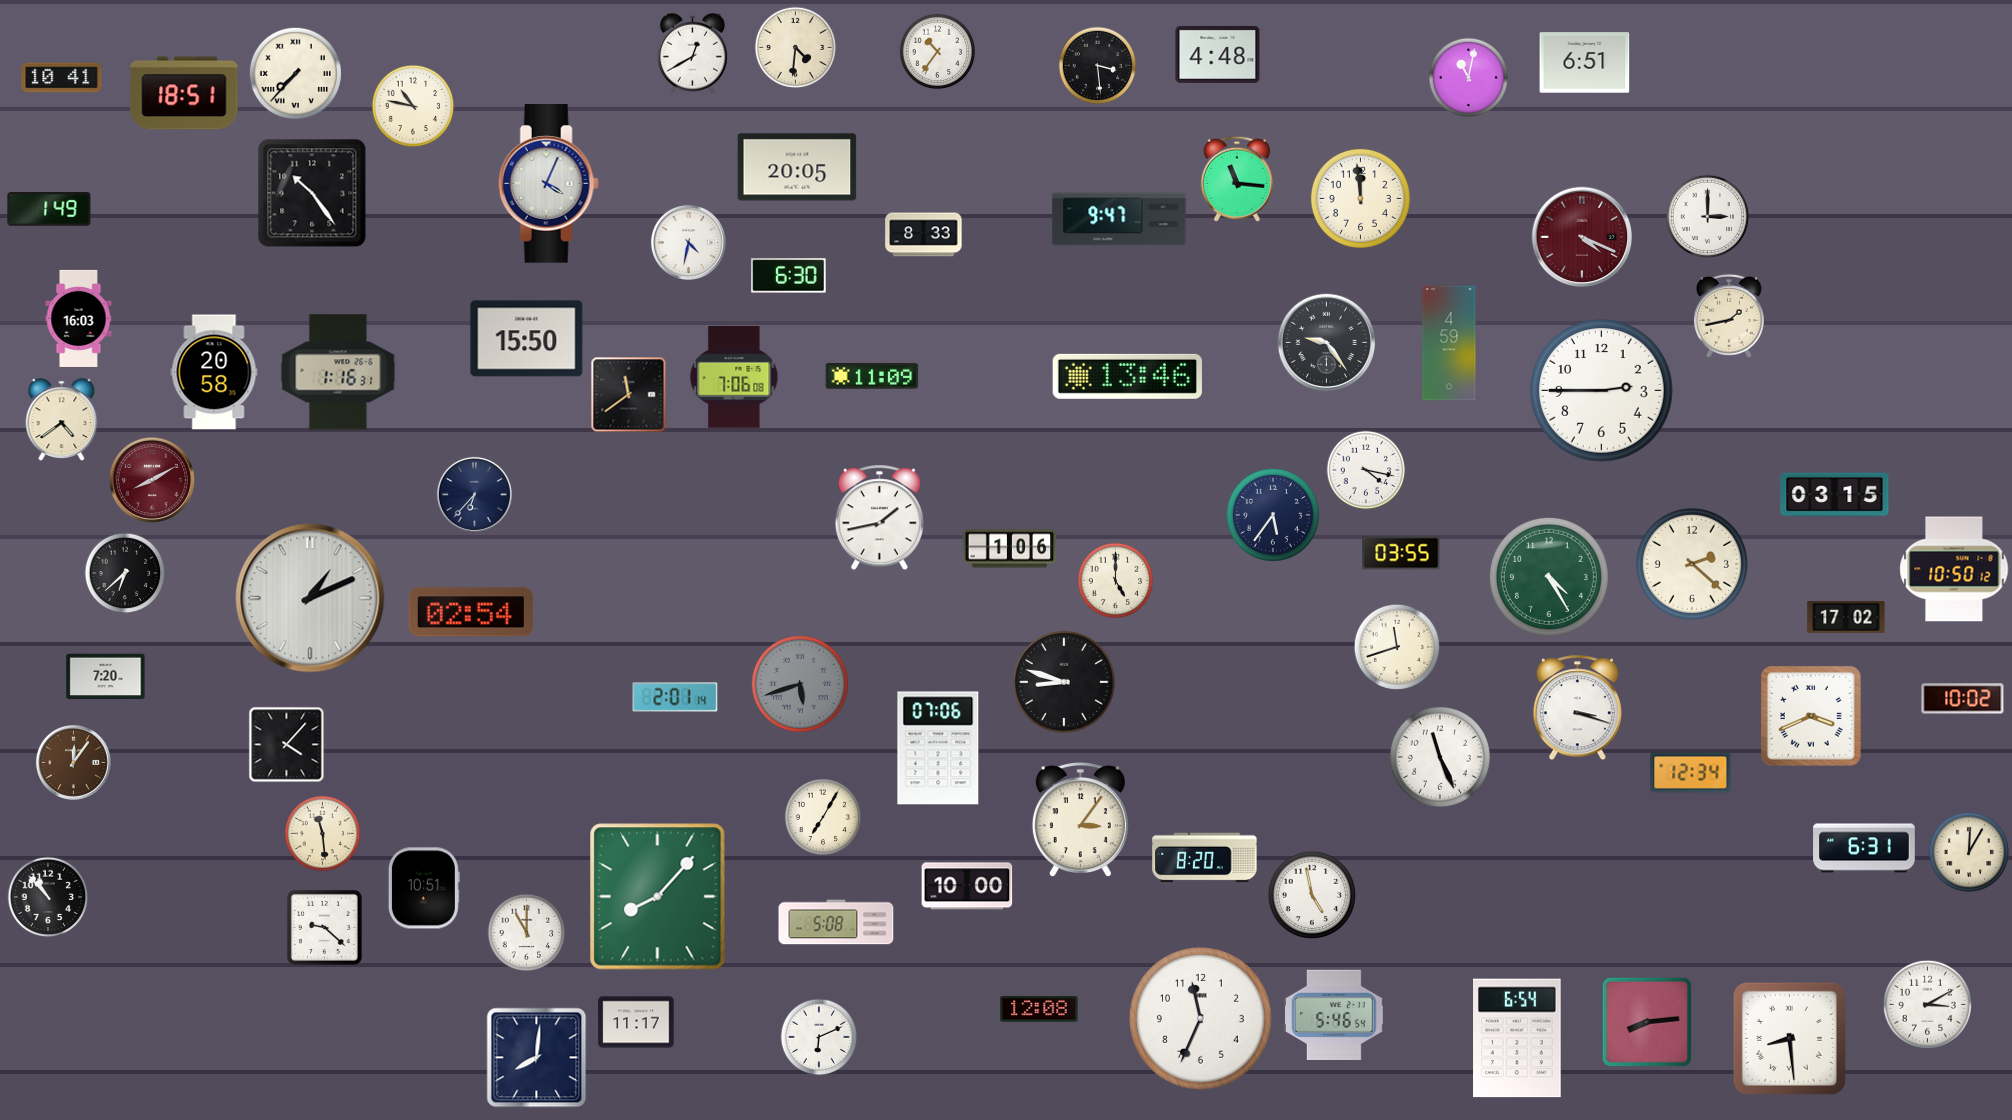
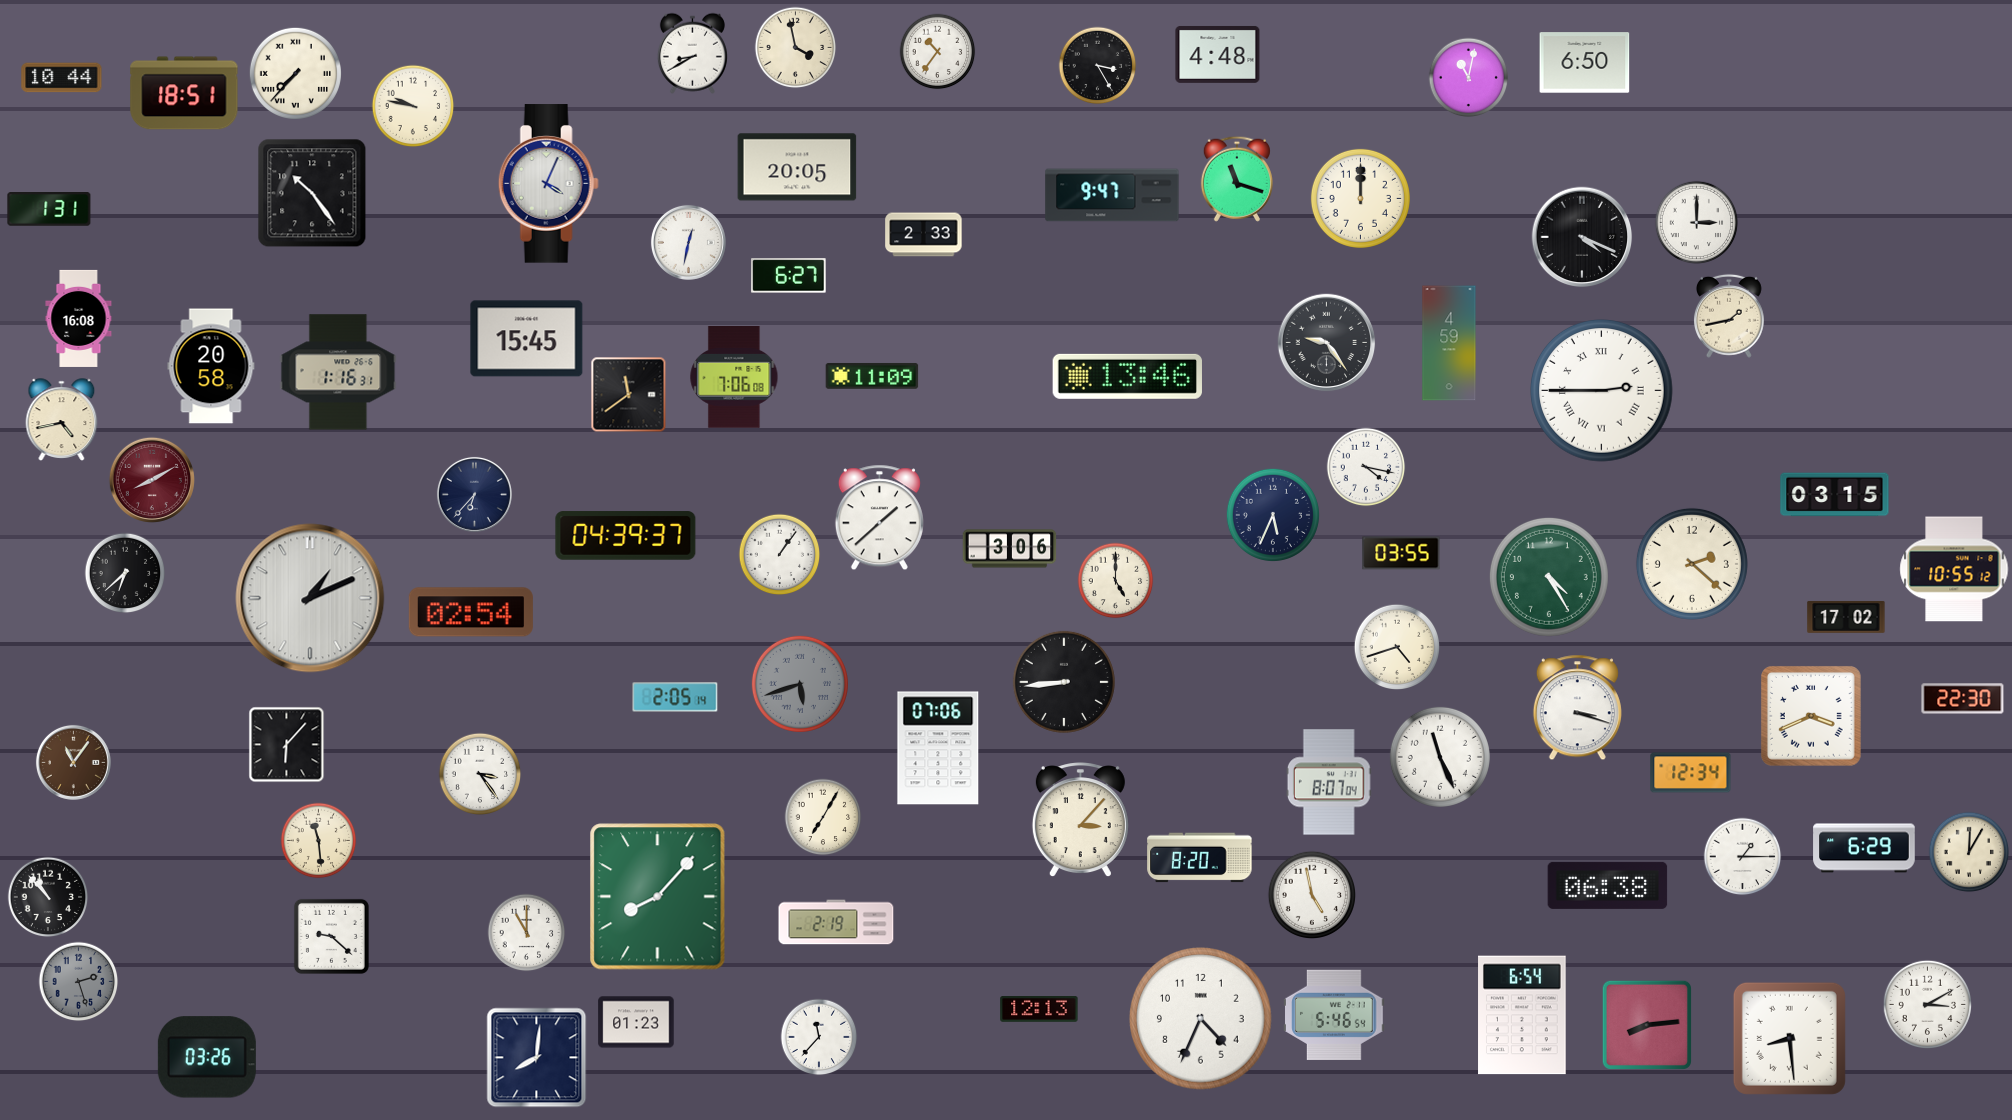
clock at (796, 48): 4:31 -> 3:58
clock at (692, 53): 12:40 -> 8:40
clock at (1585, 63): 6:51 -> 6:50
clock at (1098, 66): 3:29 -> 3:25
clock at (62, 78): 10:41 -> 10:44
clock at (413, 106): 10:47 -> 9:47
clock at (1237, 179): 11:16 -> 11:18
clock at (1360, 198): 11:59 -> 12:00
clock at (49, 210): 1:49 -> 1:31
clock at (1708, 217) position: (1708, 217) -> (1697, 223)
clock at (1119, 219) position: (1119, 219) -> (1112, 195)
clock at (924, 235): 8:33 -> 2:33
clock at (1582, 237) dial: burgundy -> black
clock at (688, 242): 4:32 -> 12:32
clock at (789, 276): 6:30 -> 6:27
clock at (79, 318): 16:03 -> 16:08
clock at (527, 339): 15:50 -> 15:45
clock at (214, 372) position: (214, 372) -> (211, 366)
clock at (1602, 391) numerals: Arabic -> Roman
clock at (62, 420): 4:39 -> 4:43
clock at (1366, 470) position: (1366, 470) -> (1366, 467)
clock at (1273, 515): 5:36 -> 5:34
clock at (879, 518): 1:43 -> 1:38
clock at (626, 536): none -> 04:39
clock at (1010, 549): 1:06 -> 3:06
clock at (780, 555): none -> 1:06
clock at (1954, 569): 10:50 -> 10:55
clock at (1396, 646): 11:42 -> 4:42
clock at (106, 677): 7:20 -> none
clock at (1064, 682): 8:48 -> 8:44
clock at (675, 697): 2:01 -> 2:05
clock at (1963, 699): 10:02 -> 22:30
clock at (287, 745): 4:07 -> 6:07
clock at (73, 762): 12:06 -> 11:06
clock at (480, 774): none -> 3:24
clock at (1329, 782): none -> 8:07
clock at (1080, 820): 3:06 -> 3:07
clock at (323, 834) position: (323, 834) -> (319, 841)
clock at (1864, 848): 6:31 -> 6:29
clock at (1743, 857): none -> 1:15
clock at (1205, 858) position: (1205, 858) -> (1200, 858)
clock at (1608, 885): none -> 06:38
clock at (967, 886): 10:00 -> none
clock at (424, 888): 10:51 -> none
clock at (836, 922): 5:08 -> 2:19
clock at (324, 927) position: (324, 927) -> (331, 936)
clock at (79, 982): none -> 2:27
clock at (1039, 1010): 12:08 -> 12:13
clock at (1201, 1019): 11:34 -> 4:34
clock at (636, 1022): 11:17 -> 01:23
clock at (1647, 1022) position: (1647, 1022) -> (1647, 1025)
clock at (819, 1037): 6:11 -> 11:37
clock at (1517, 1038) position: (1517, 1038) -> (1522, 1015)
clock at (207, 1057): none -> 03:26
